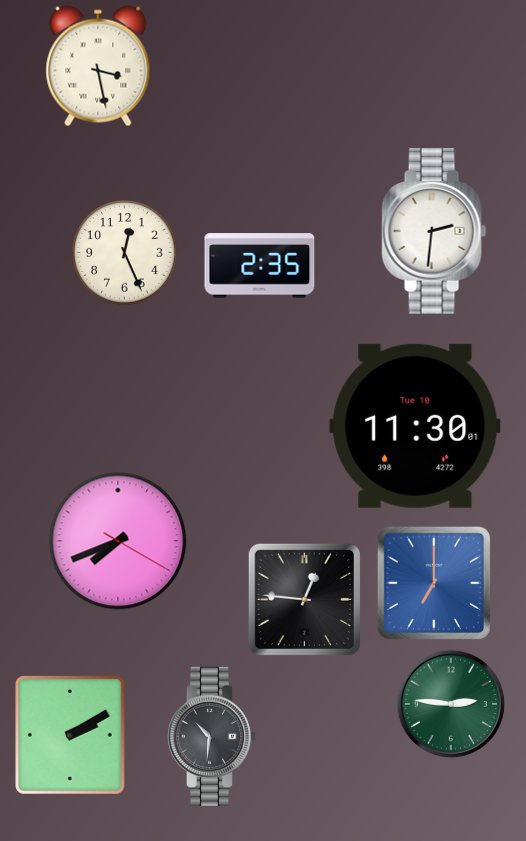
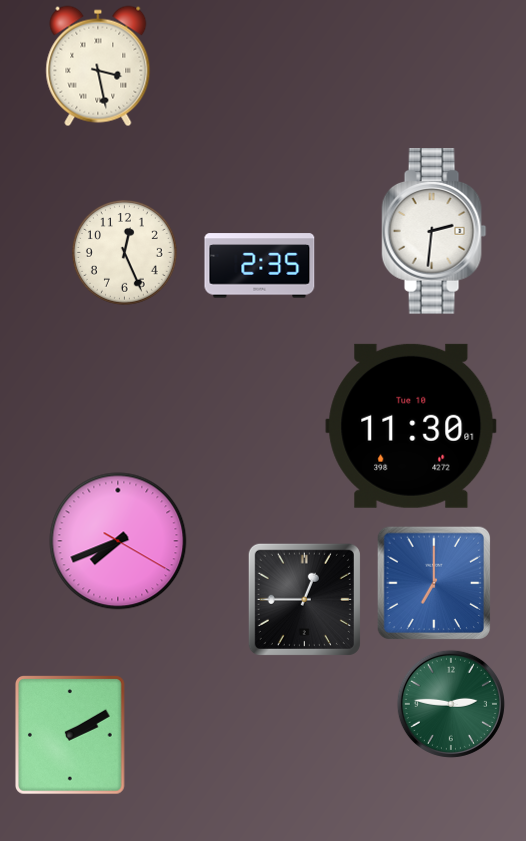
clock at (415, 426) position: (415, 426) -> (411, 426)
clock at (304, 599): 12:46 -> 12:45
clock at (211, 736): 10:31 -> none
